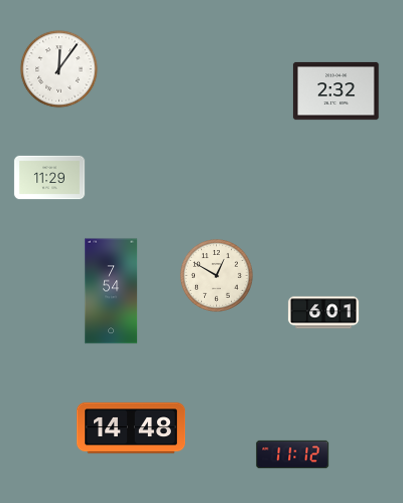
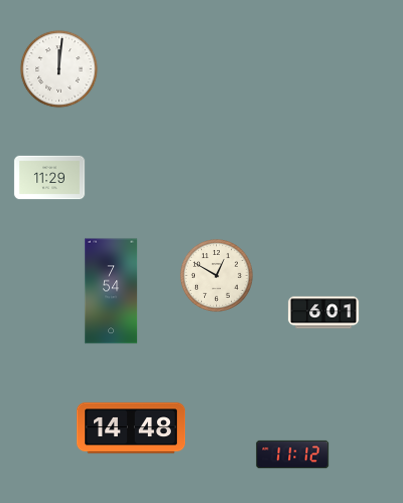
clock at (59, 69): 12:06 -> 12:01
clock at (336, 91): 2:32 -> none
